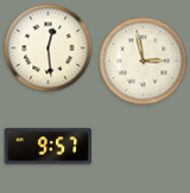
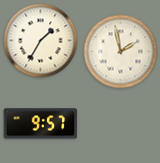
clock at (49, 49): 12:29 -> 1:35
clock at (144, 62): 2:58 -> 1:58
